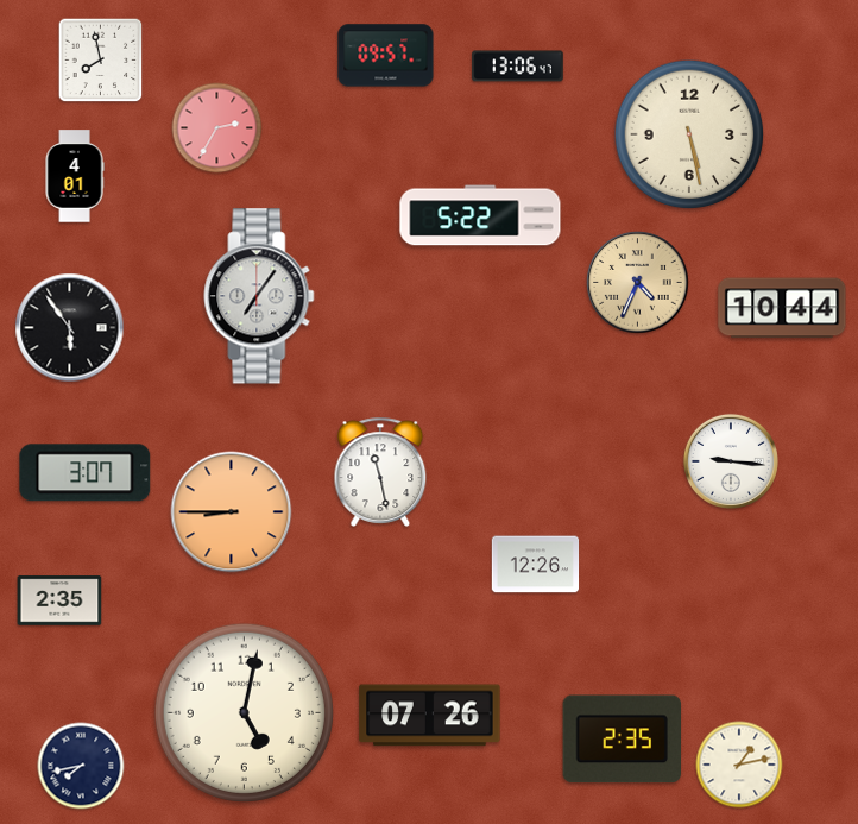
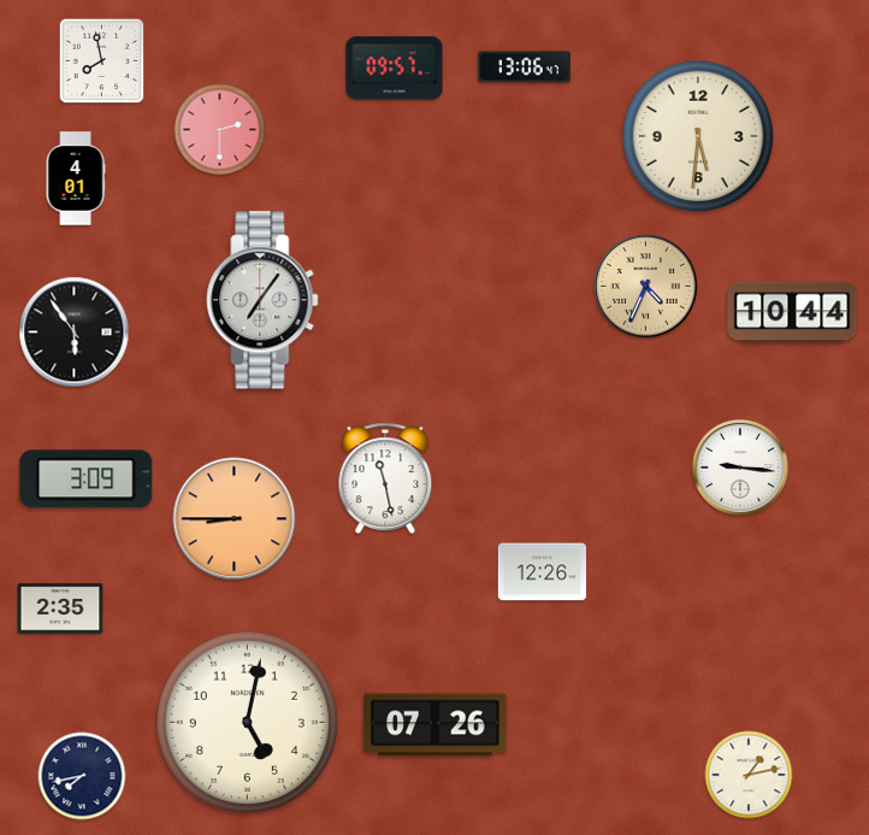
clock at (386, 56) position: (386, 56) -> (395, 69)
clock at (217, 128): 2:35 -> 2:30
clock at (689, 134): 5:28 -> 5:31
clock at (480, 215): 5:22 -> none
clock at (70, 328) position: (70, 328) -> (75, 333)
clock at (86, 473): 3:07 -> 3:09
clock at (622, 740): 2:35 -> none
